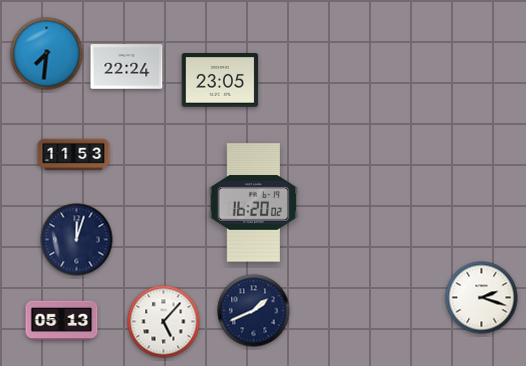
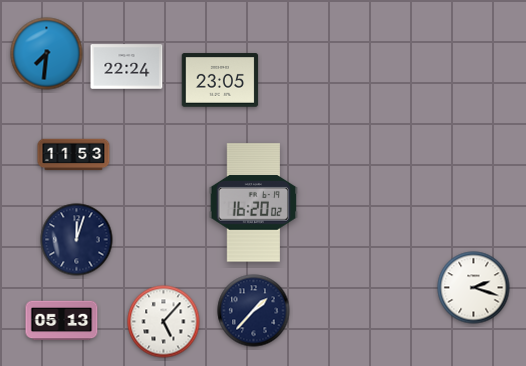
clock at (482, 298) position: (482, 298) -> (474, 288)
clock at (254, 311): 1:41 -> 1:37
